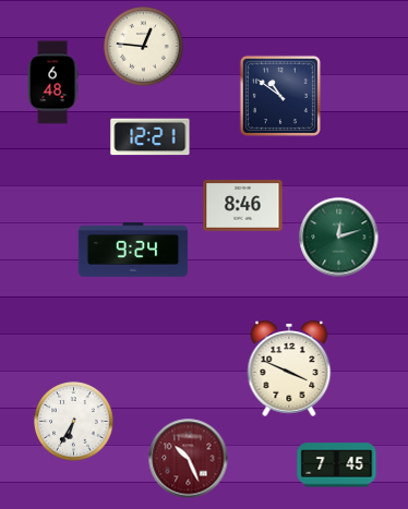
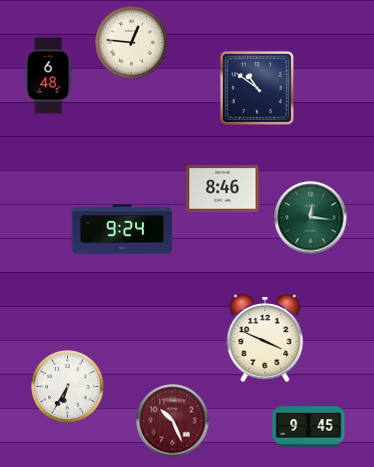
clock at (151, 137): 12:21 -> none
clock at (339, 238): 12:12 -> 12:16
clock at (337, 465): 7:45 -> 9:45
